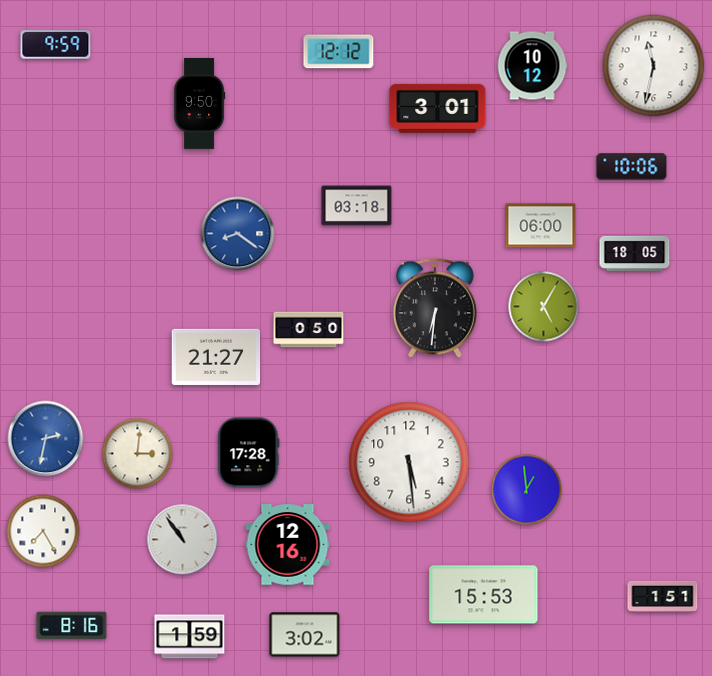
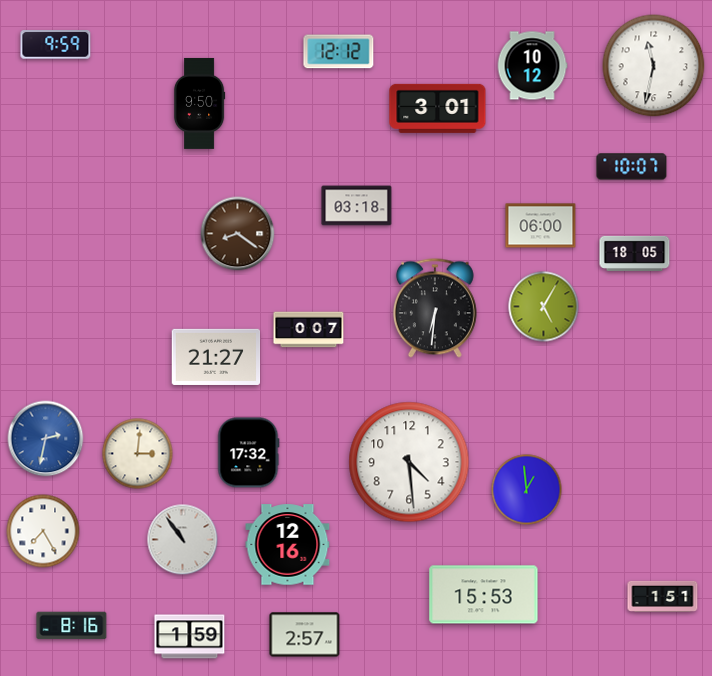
clock at (632, 167): 10:06 -> 10:07
clock at (238, 234) dial: blue -> brown
clock at (309, 330): 0:50 -> 0:07
clock at (249, 453): 17:28 -> 17:32
clock at (409, 462): 5:29 -> 4:29
clock at (305, 635): 3:02 -> 2:57
